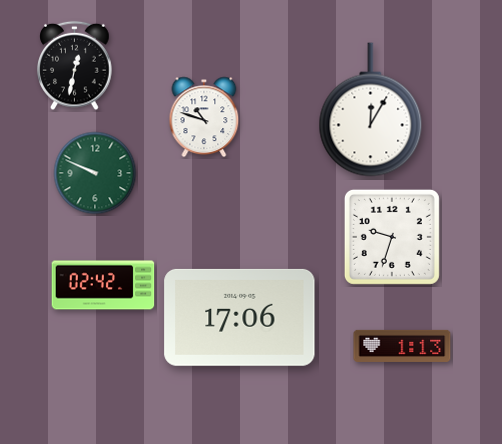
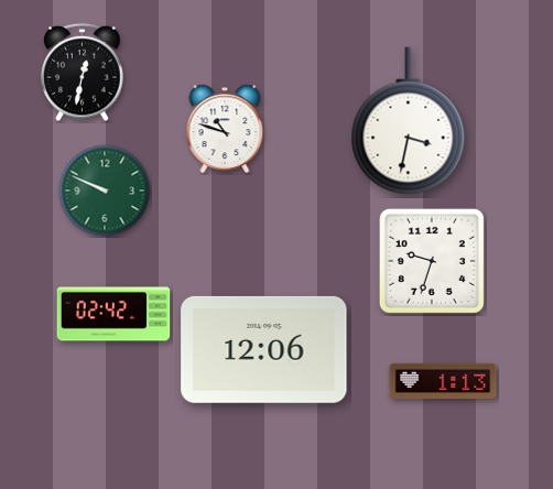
clock at (371, 110): 12:05 -> 3:32
clock at (240, 317): 17:06 -> 12:06
